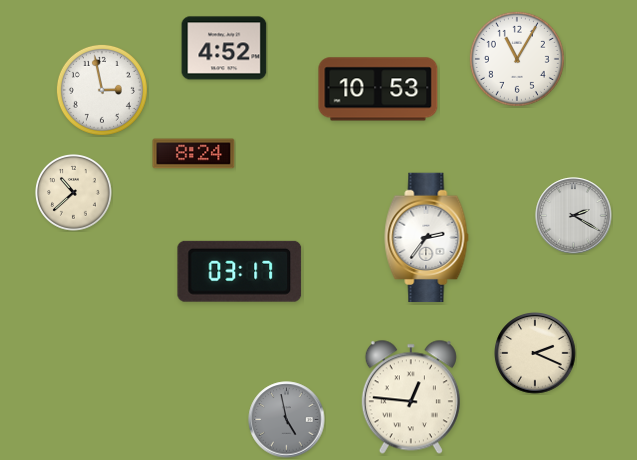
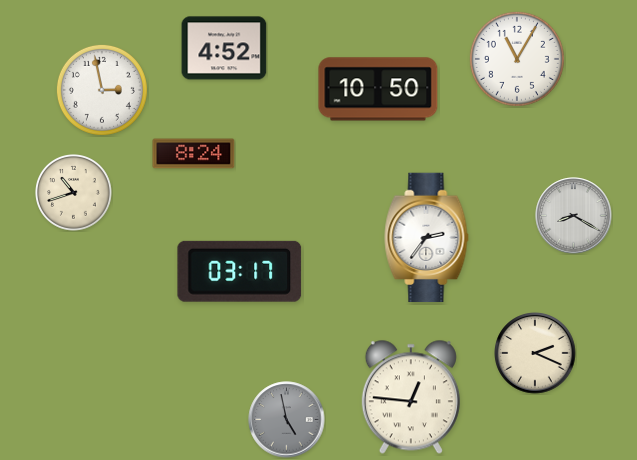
clock at (378, 89): 10:53 -> 10:50
clock at (74, 193): 10:38 -> 10:42
clock at (574, 216): 2:20 -> 8:20
